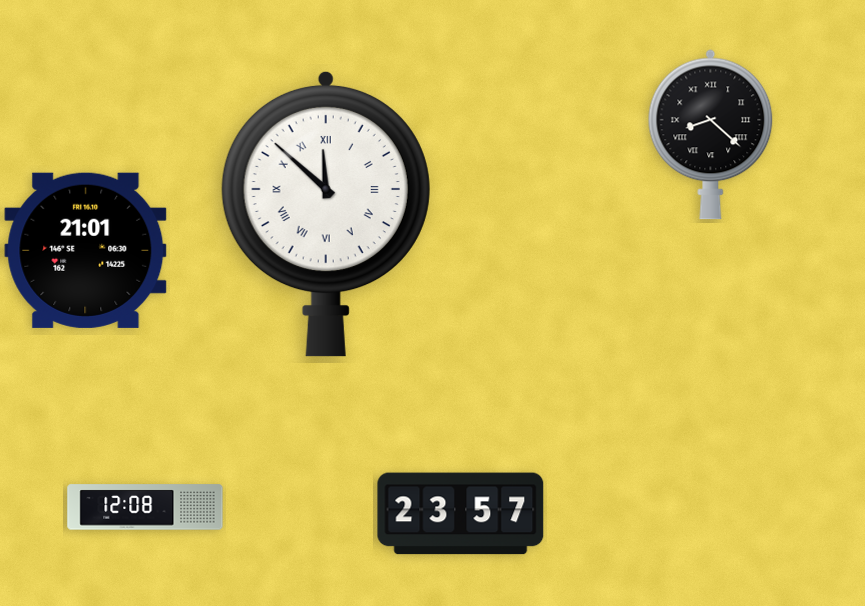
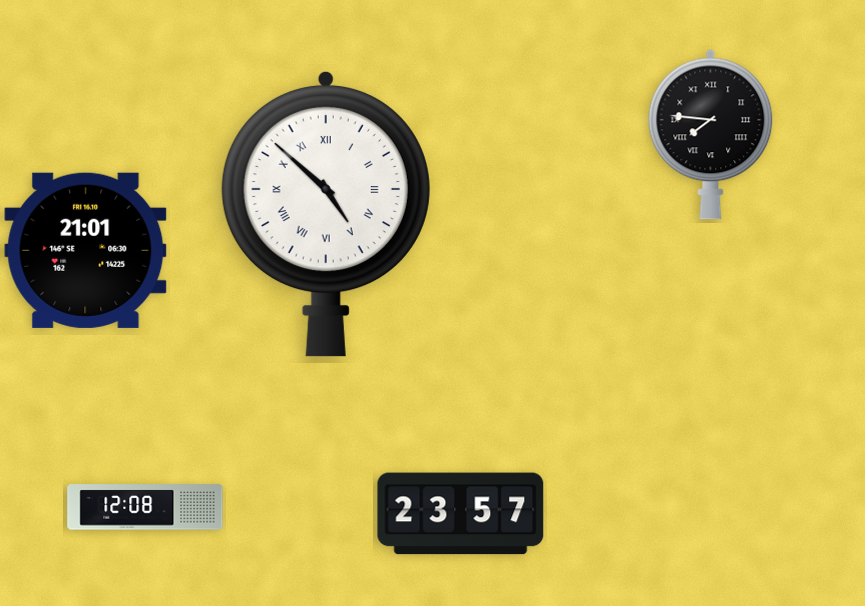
clock at (711, 135): 8:22 -> 7:46
clock at (326, 214): 11:52 -> 4:52
